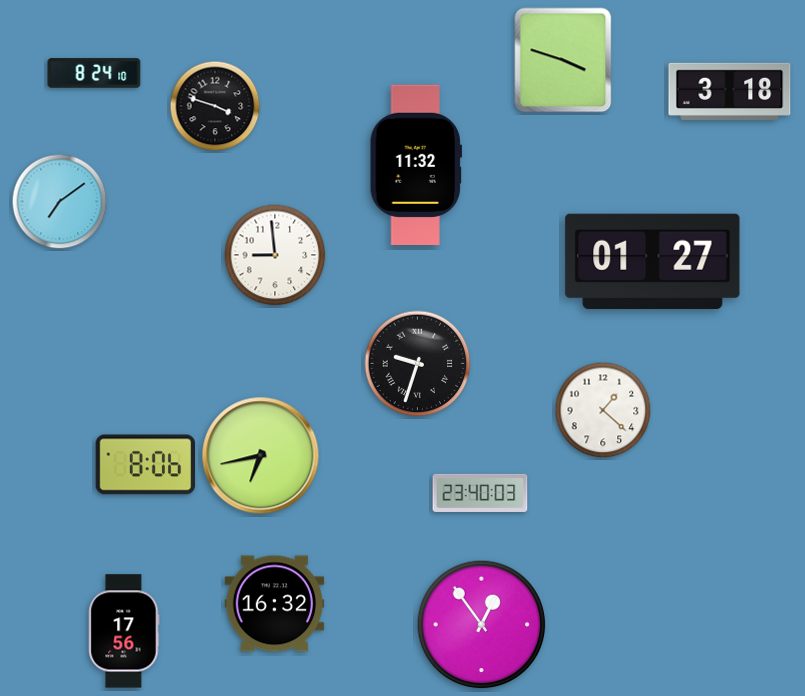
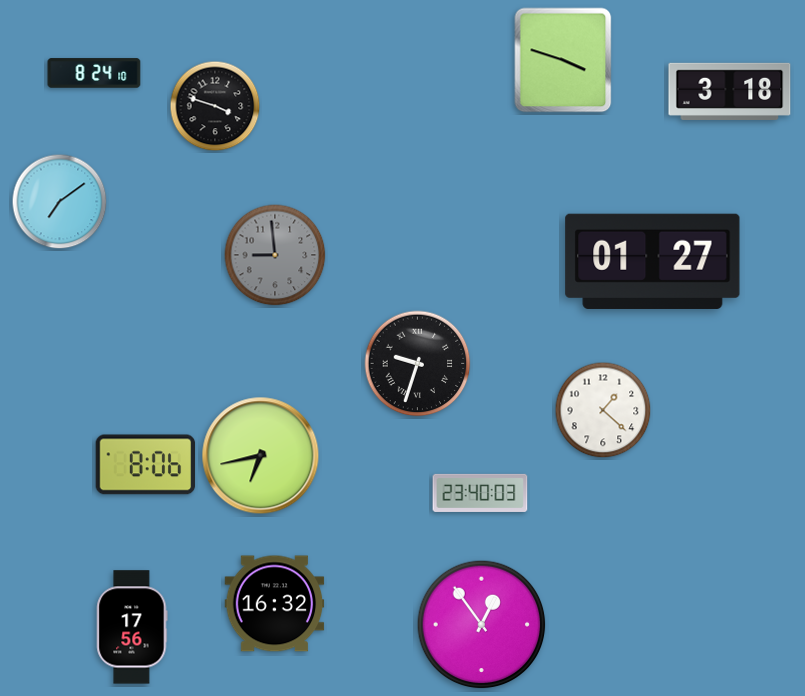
clock at (416, 164): 11:32 -> none
clock at (275, 255) dial: white -> grey
clock at (124, 631) position: (124, 631) -> (132, 627)
